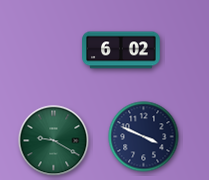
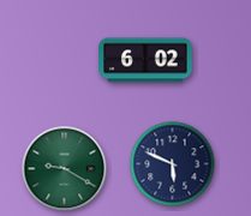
clock at (144, 137): 3:49 -> 5:49
